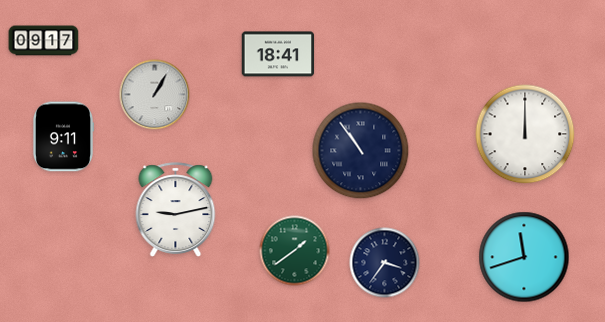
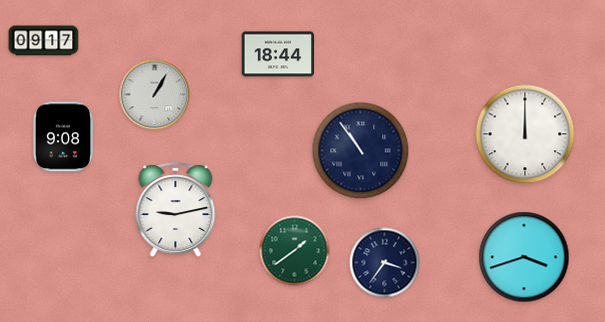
clock at (278, 54): 18:41 -> 18:44
clock at (62, 137): 9:11 -> 9:08
clock at (524, 257): 11:42 -> 3:42
